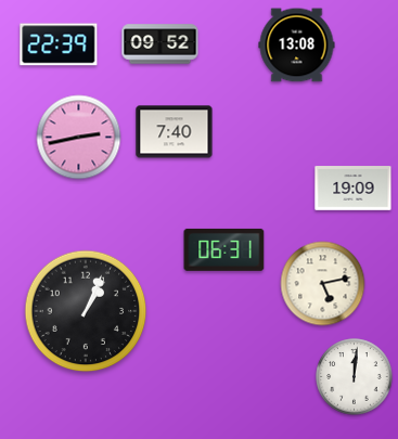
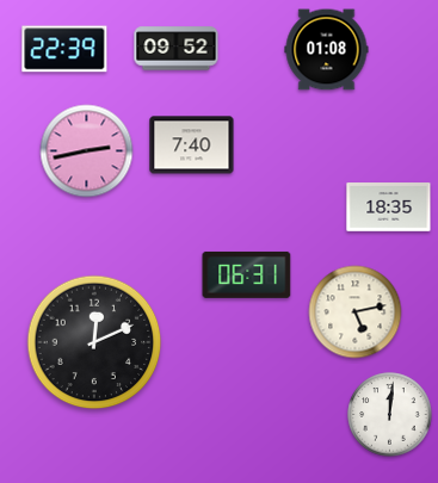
clock at (297, 46): 13:08 -> 01:08
clock at (354, 189): 19:09 -> 18:35
clock at (86, 311): 1:04 -> 12:11
